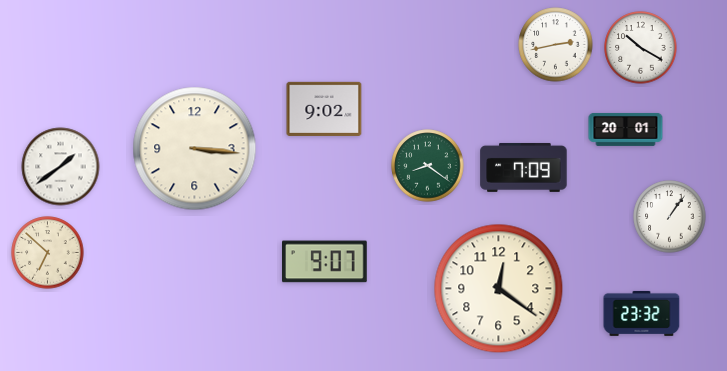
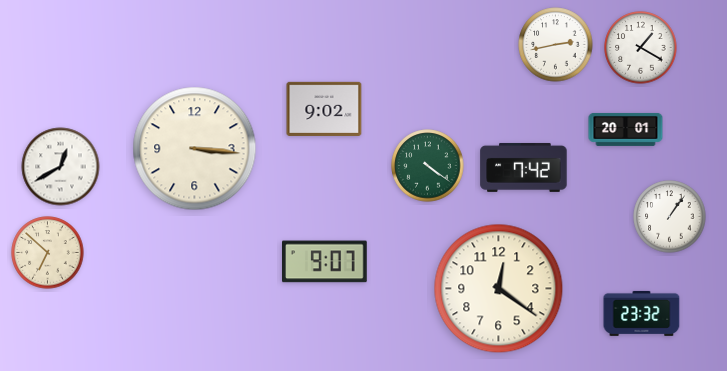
clock at (641, 48): 10:20 -> 1:20
clock at (428, 166): 8:21 -> 4:21
clock at (61, 167): 1:39 -> 12:40
clock at (524, 167): 7:09 -> 7:42
